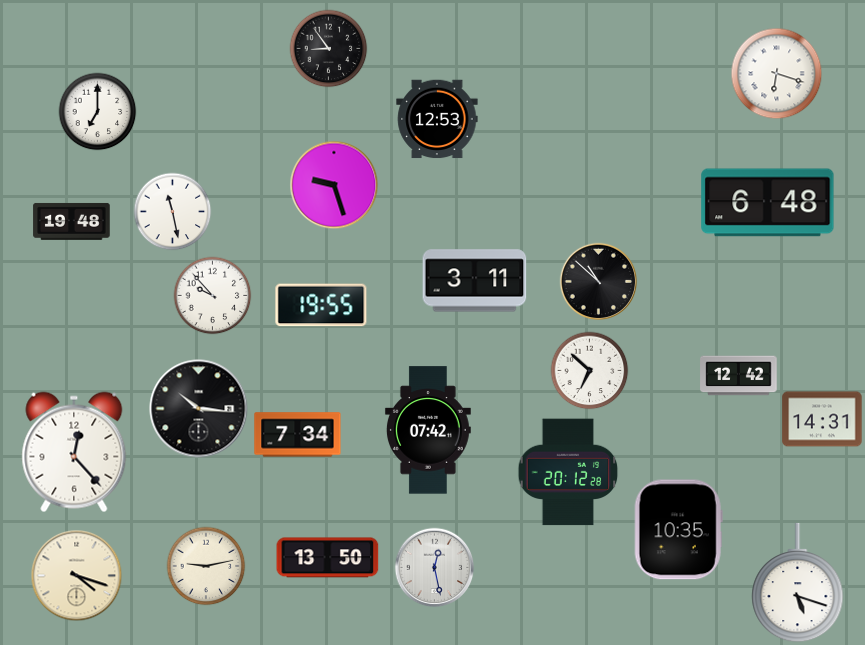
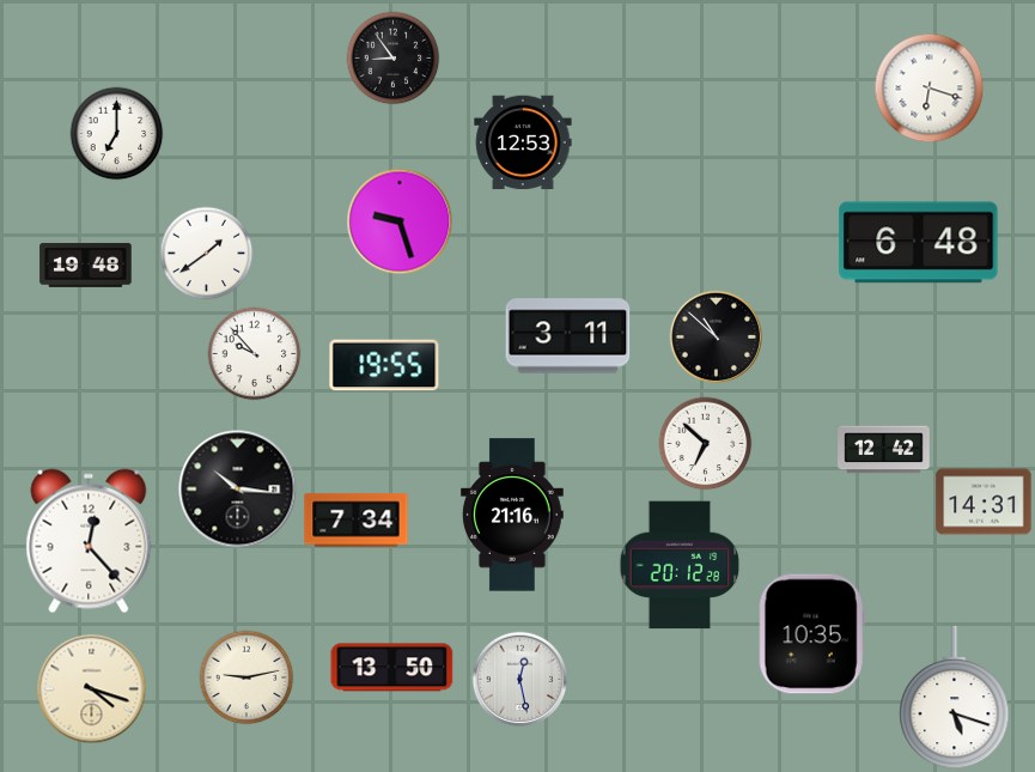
clock at (172, 211): 11:28 -> 1:39
clock at (428, 430): 07:42 -> 21:16
